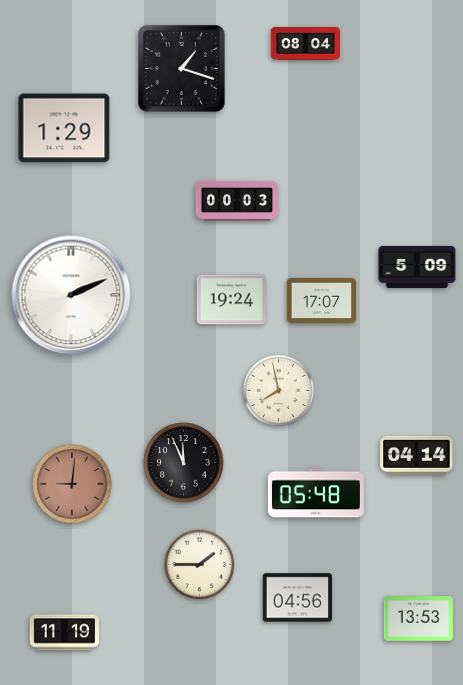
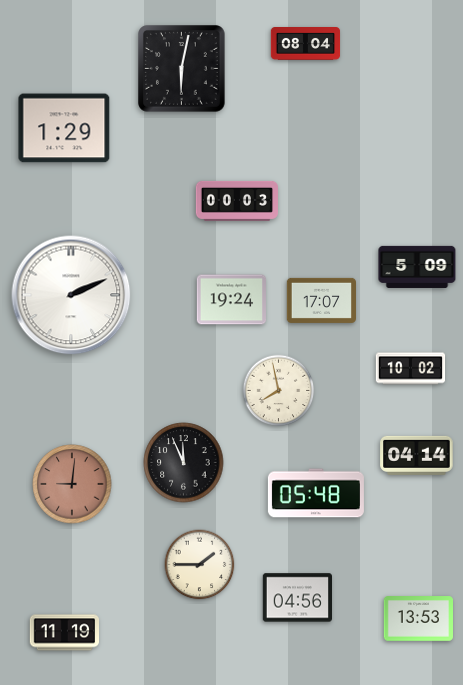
clock at (182, 69): 1:18 -> 6:02
clock at (411, 369): none -> 10:02
